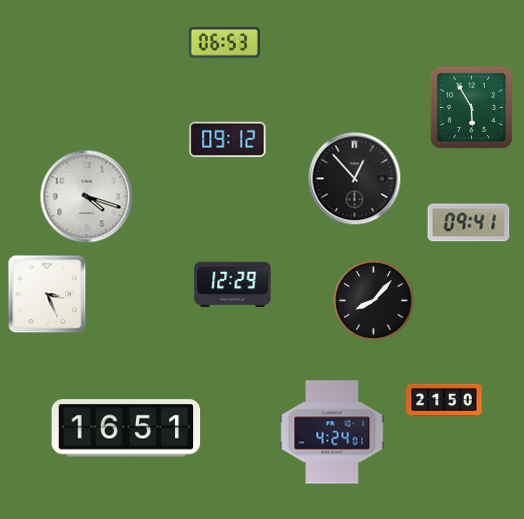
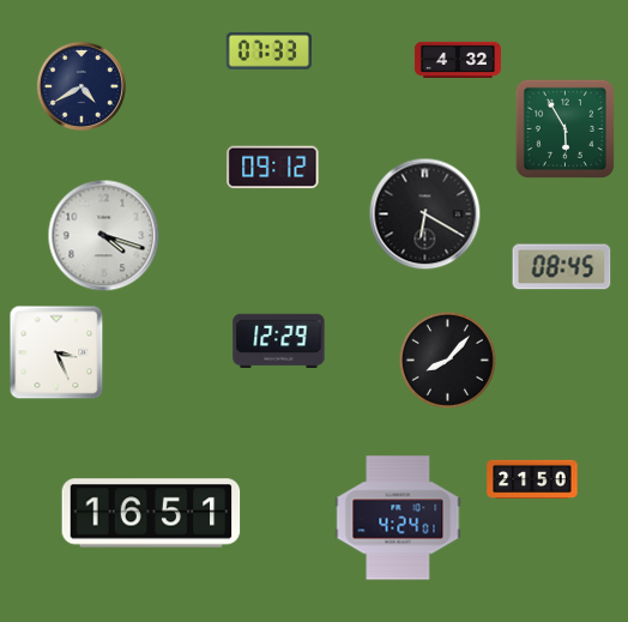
clock at (224, 42): 06:53 -> 07:33
clock at (458, 59): none -> 4:32
clock at (81, 86): none -> 4:40
clock at (355, 179): 12:53 -> 6:20
clock at (469, 223): 09:41 -> 08:45
